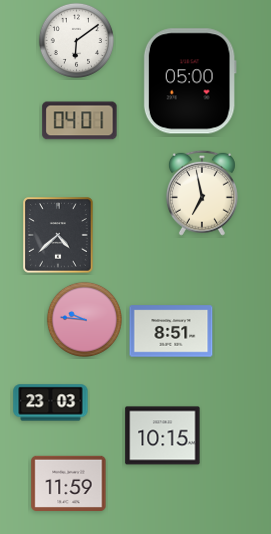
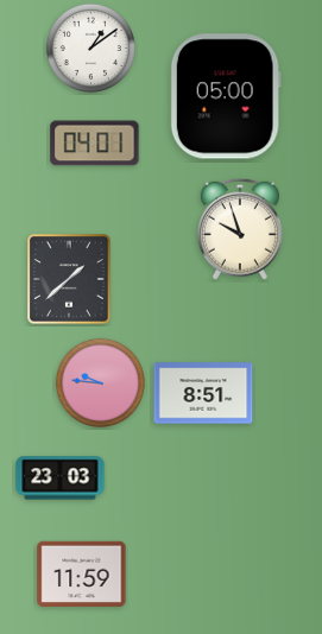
clock at (76, 40): 6:09 -> 1:09
clock at (202, 193): 6:58 -> 9:57
clock at (58, 235): 4:38 -> 1:38
clock at (84, 319) position: (84, 319) -> (100, 382)
clock at (163, 436): 10:15 -> none
